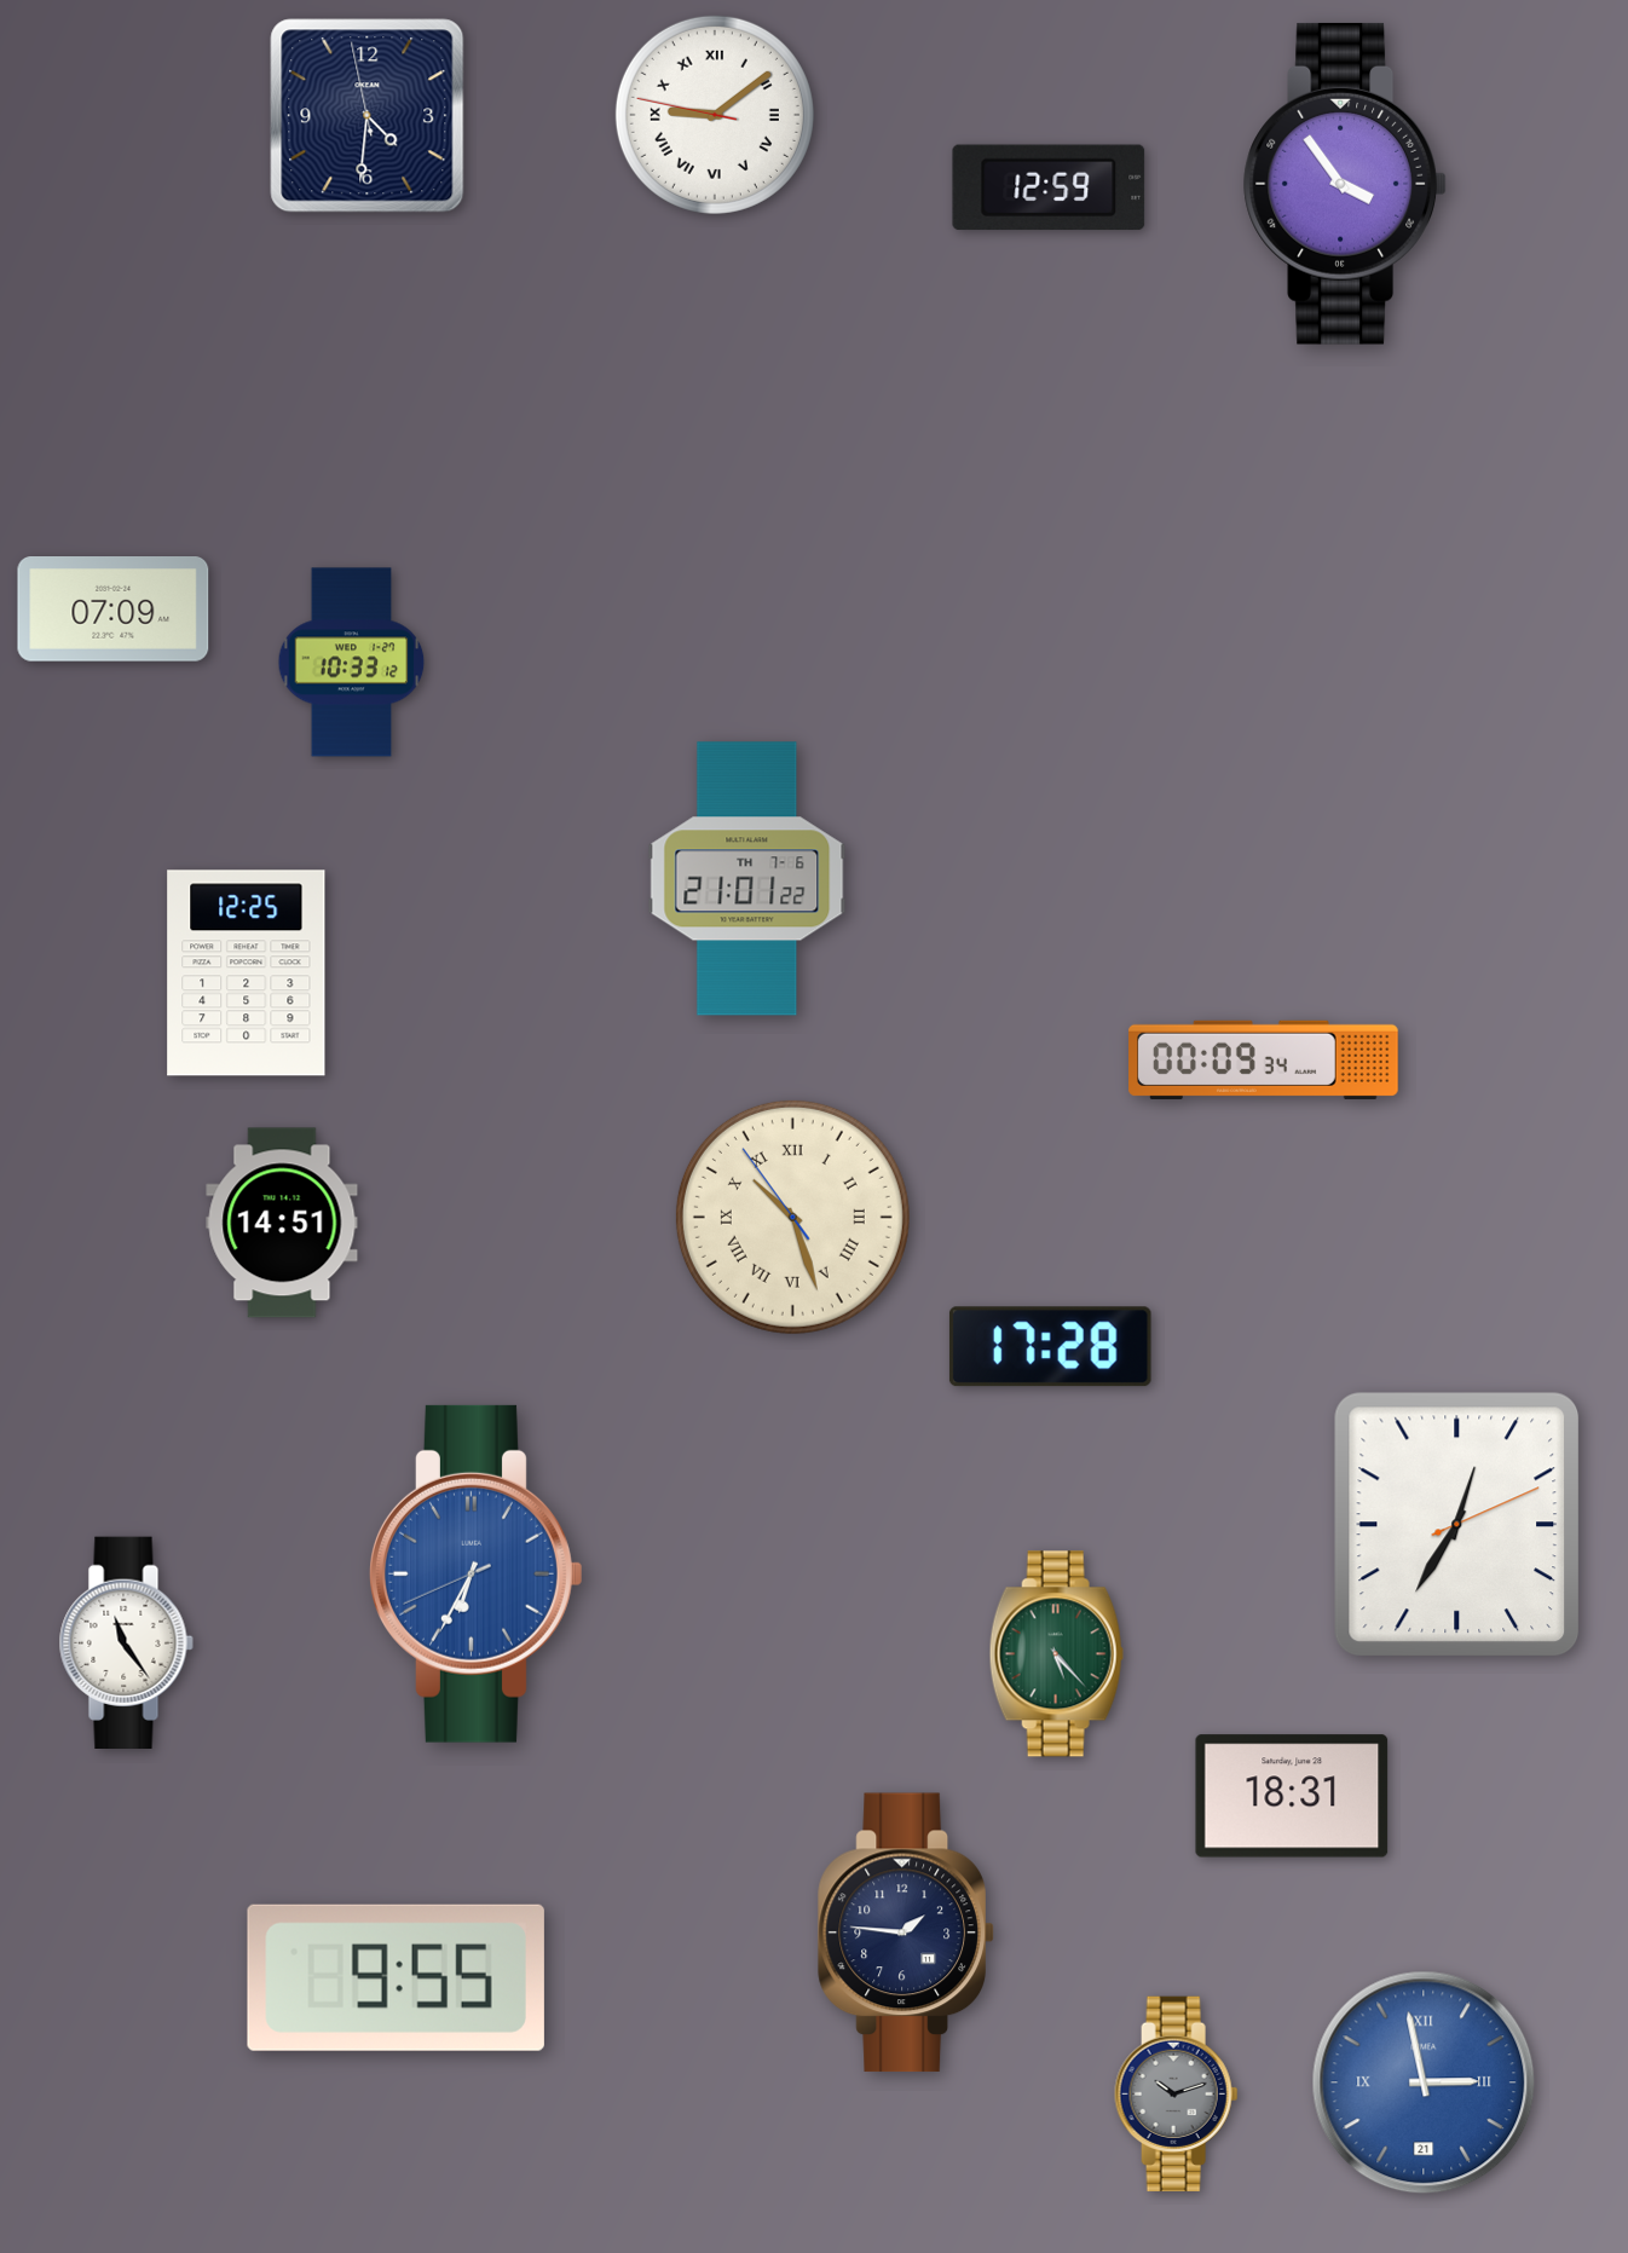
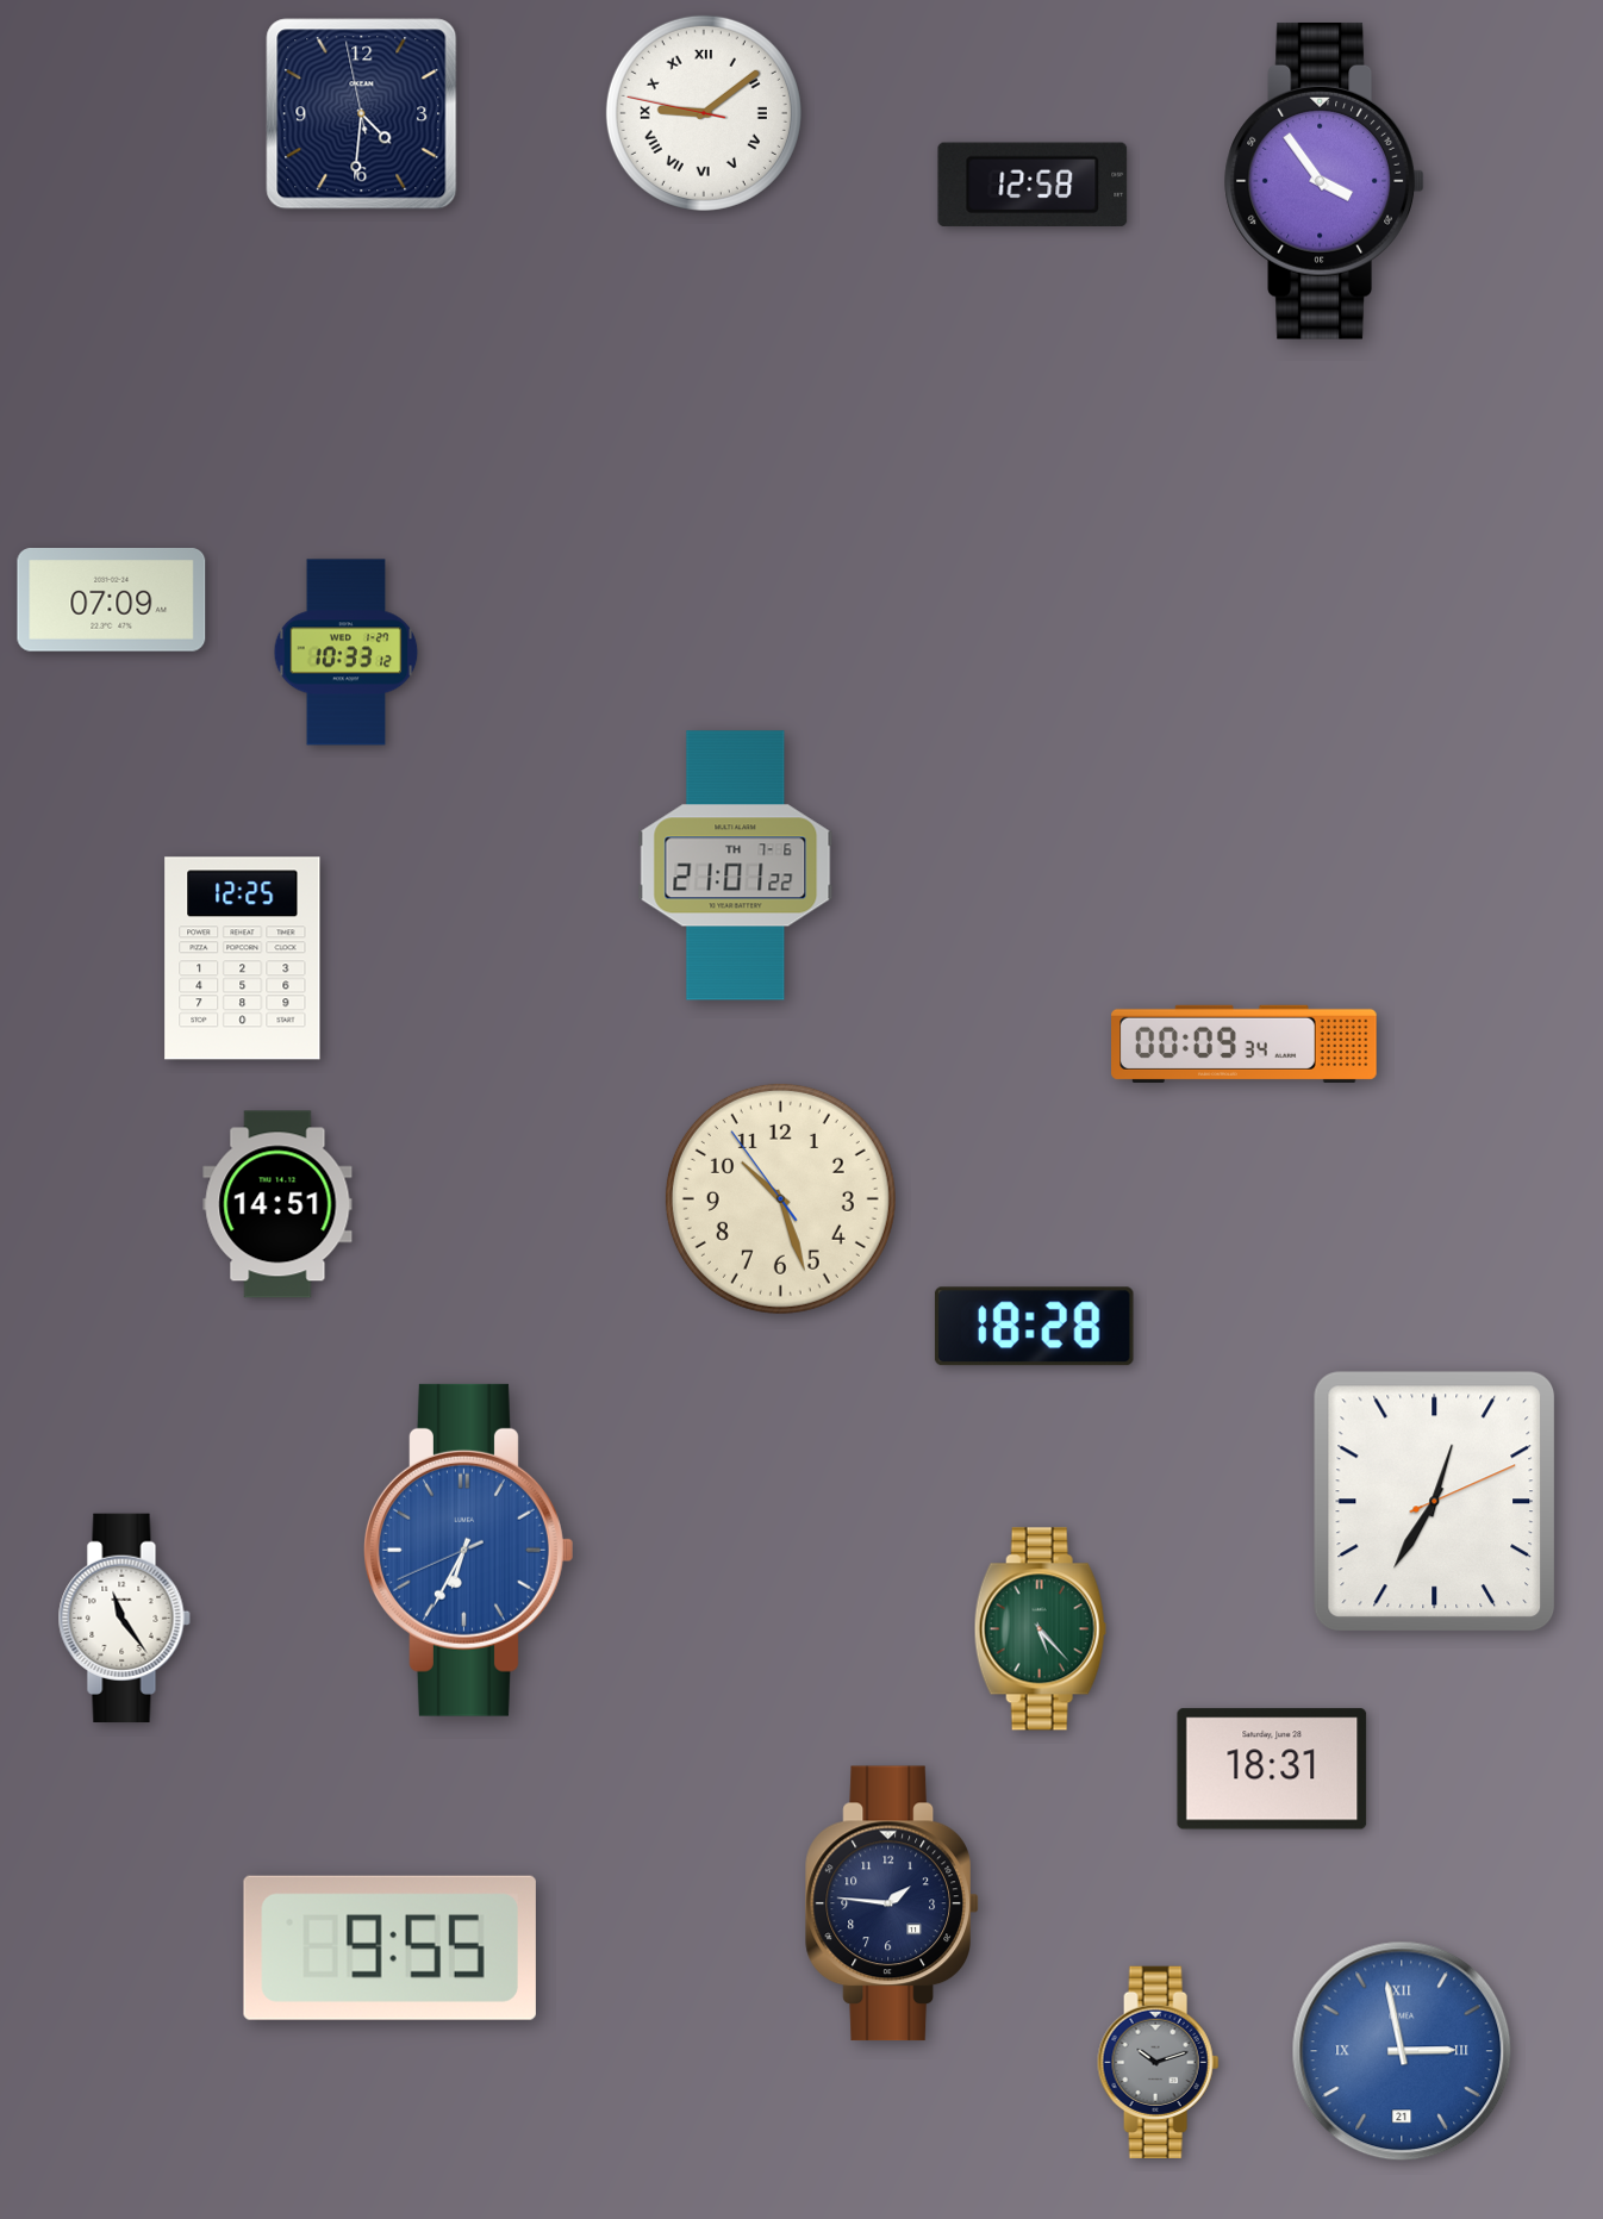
clock at (1049, 187): 12:59 -> 12:58
clock at (792, 1217) numerals: Roman -> Arabic
clock at (1050, 1347): 17:28 -> 18:28
